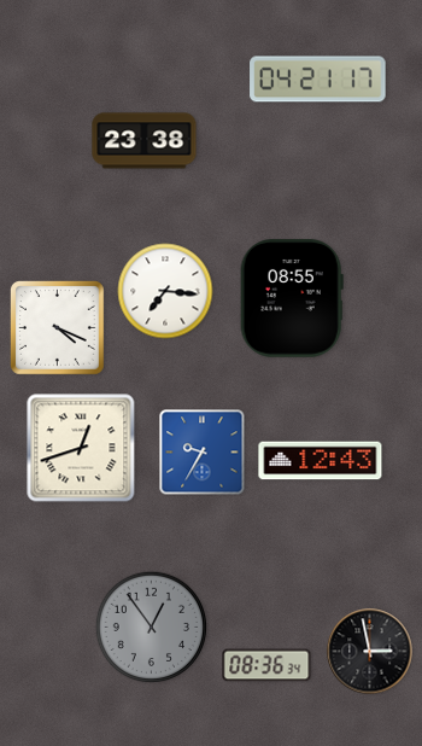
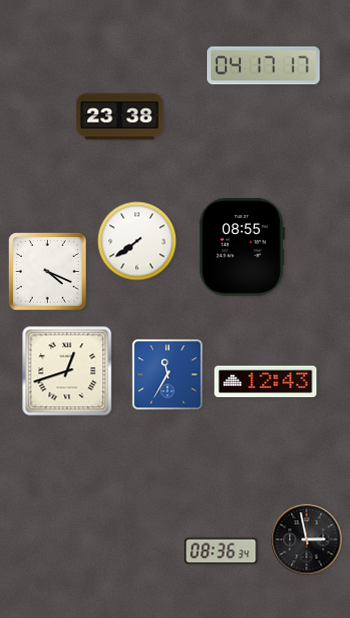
clock at (318, 80): 04:21 -> 04:17
clock at (165, 291): 7:16 -> 7:39
clock at (203, 453): 9:35 -> 11:35
clock at (151, 626): 12:54 -> none
